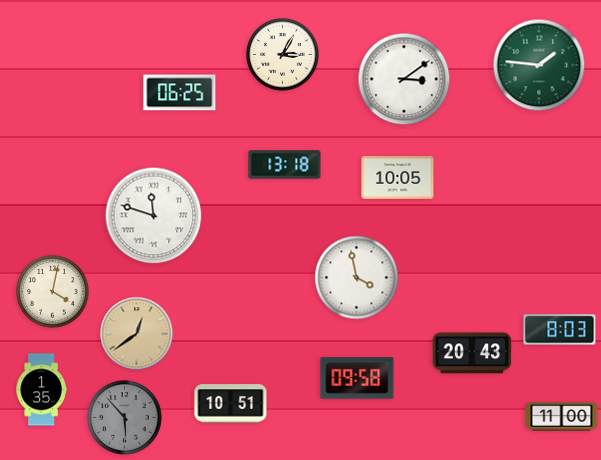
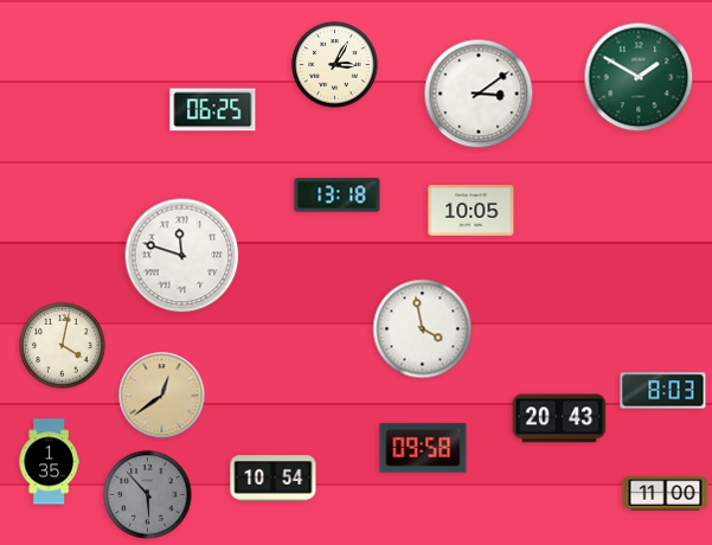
clock at (539, 65): 1:46 -> 1:50
clock at (231, 404): 10:51 -> 10:54
